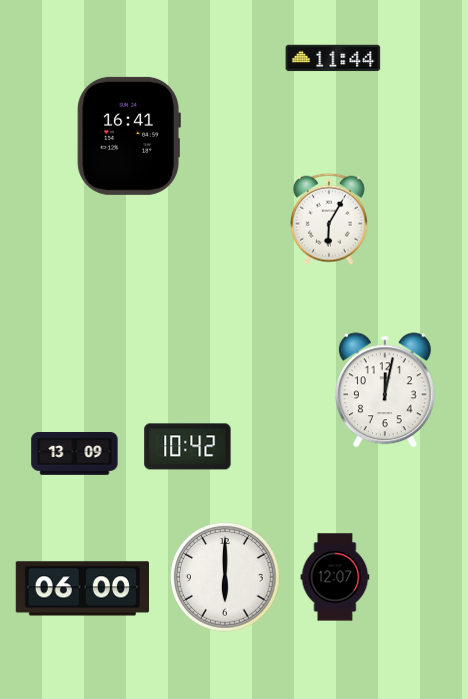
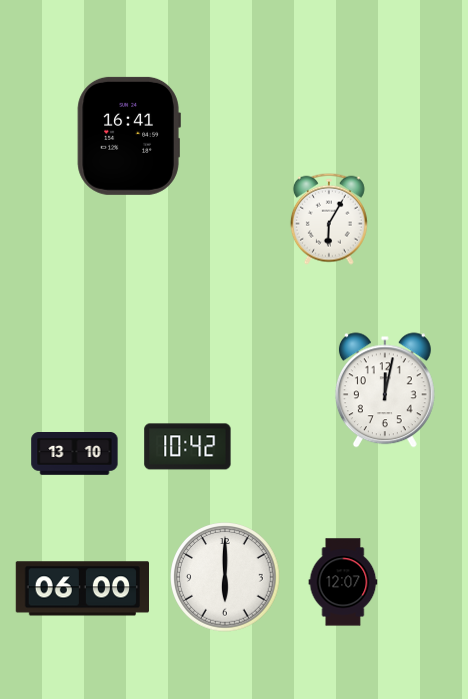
clock at (333, 58): 11:44 -> none
clock at (75, 454): 13:09 -> 13:10
clock at (335, 577) position: (335, 577) -> (343, 582)
